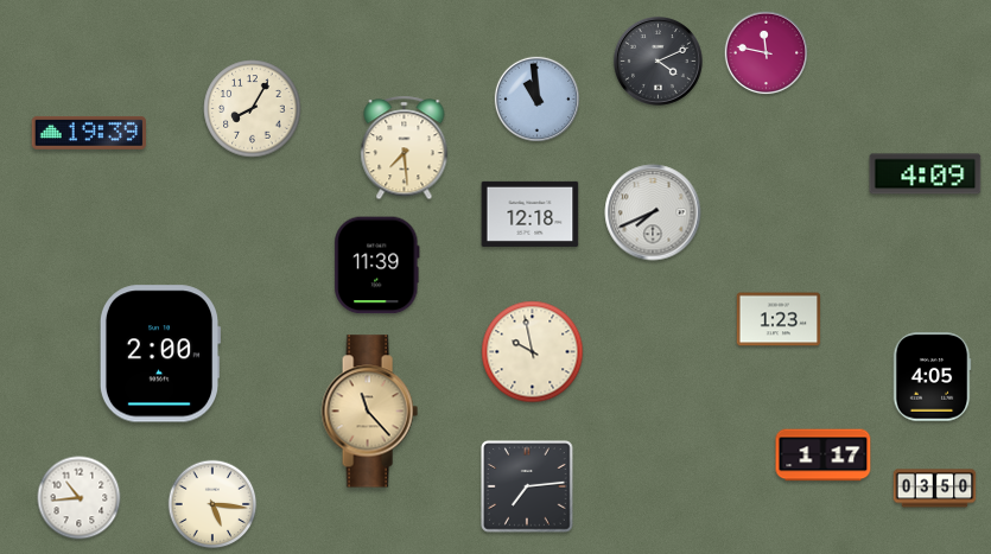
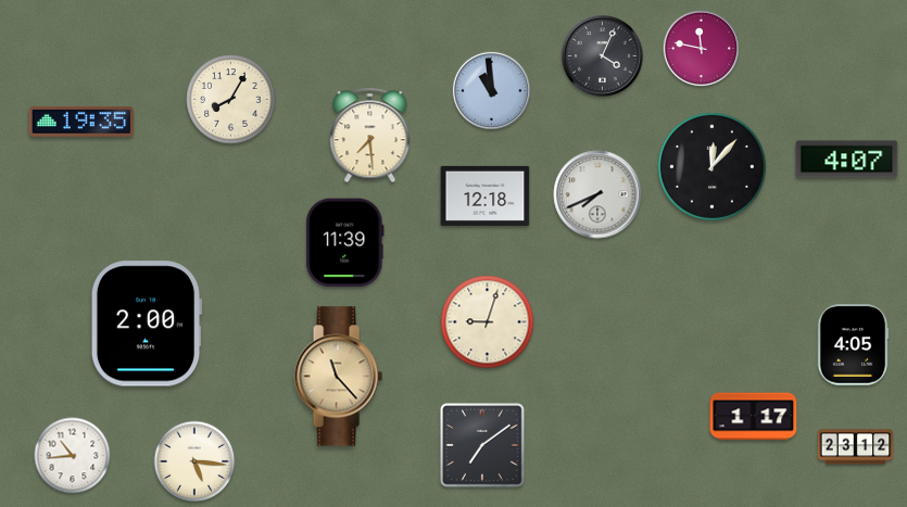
clock at (658, 61): 4:11 -> 4:04
clock at (89, 133): 19:39 -> 19:35
clock at (926, 174): 4:09 -> 4:07
clock at (711, 166): none -> 12:07
clock at (779, 319): 1:23 -> none
clock at (533, 352): 9:58 -> 9:03
clock at (527, 486): 7:14 -> 7:09
clock at (935, 489): 03:50 -> 23:12
